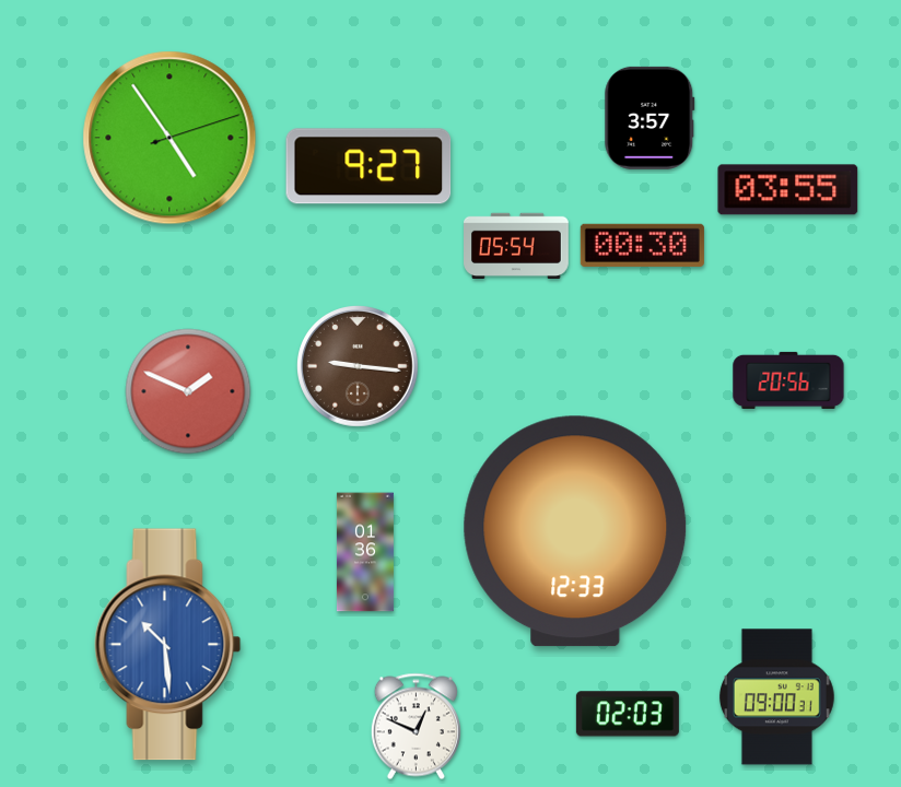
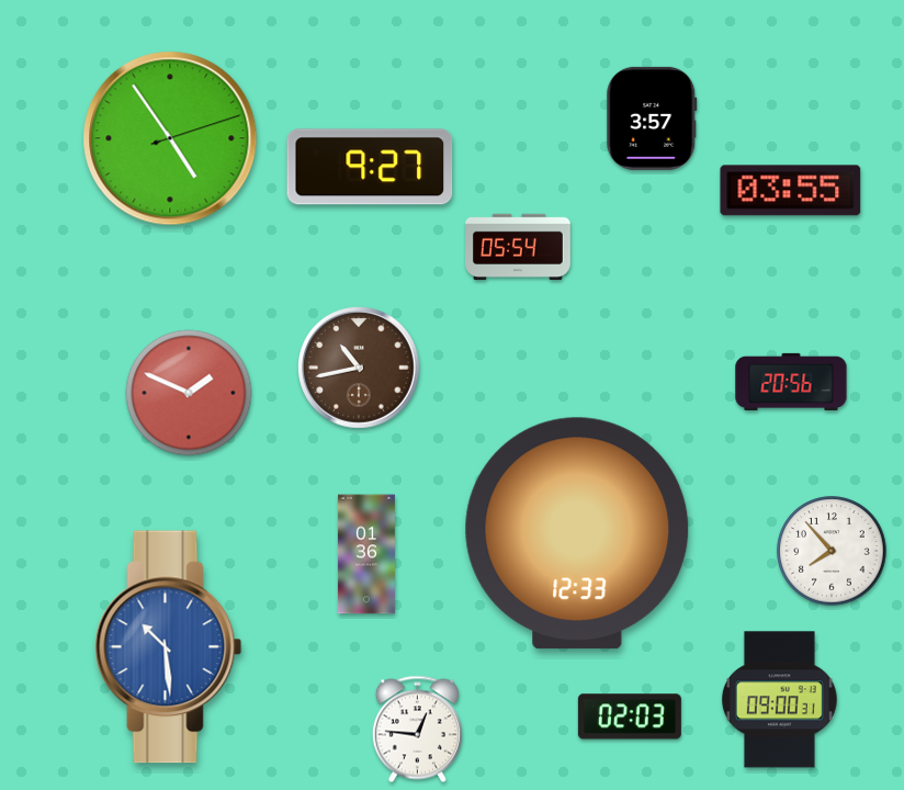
clock at (642, 245): 00:30 -> none
clock at (359, 367): 9:16 -> 10:43
clock at (832, 551): none -> 7:53
clock at (416, 727): 12:49 -> 12:46
